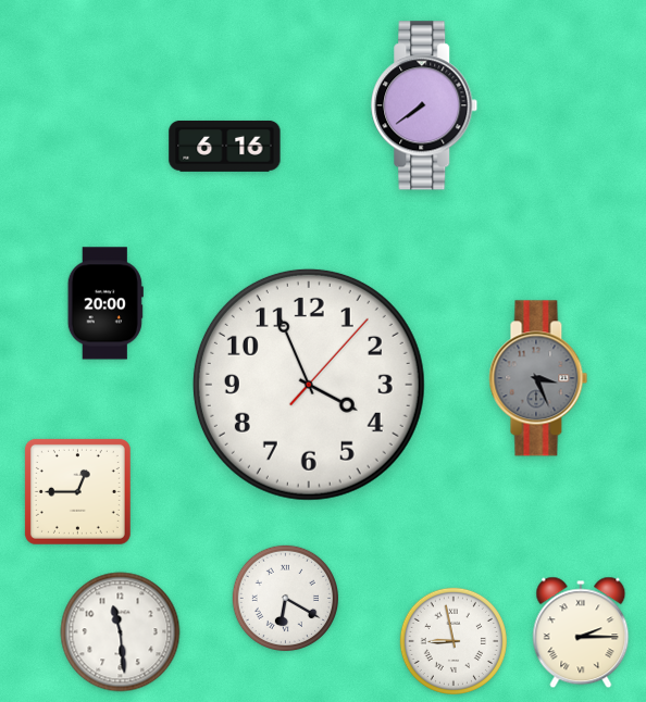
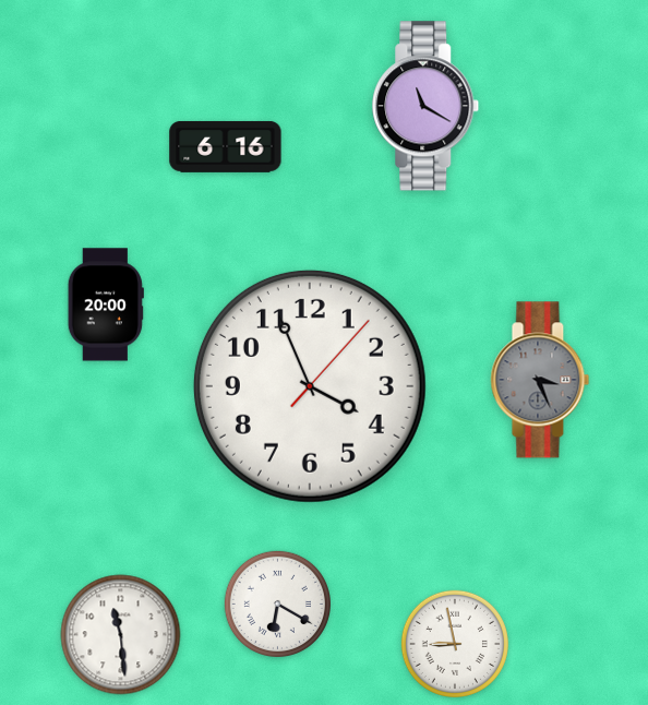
clock at (424, 105): 7:39 -> 11:20
clock at (77, 491): 12:45 -> none
clock at (285, 598) position: (285, 598) -> (277, 604)
clock at (581, 632): 2:15 -> none
